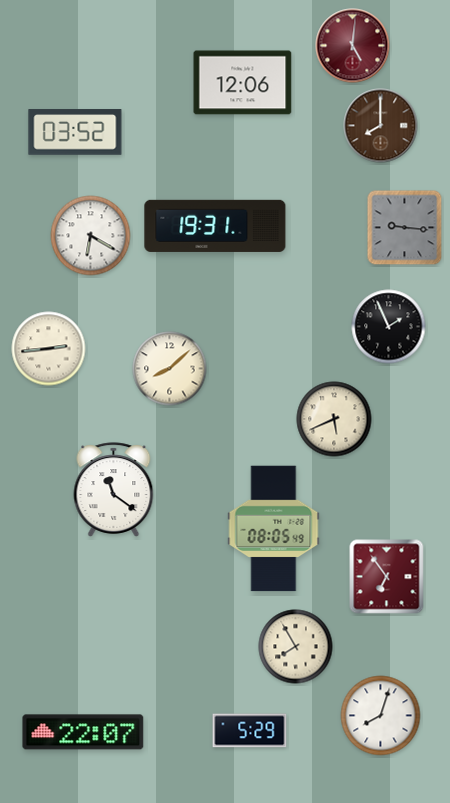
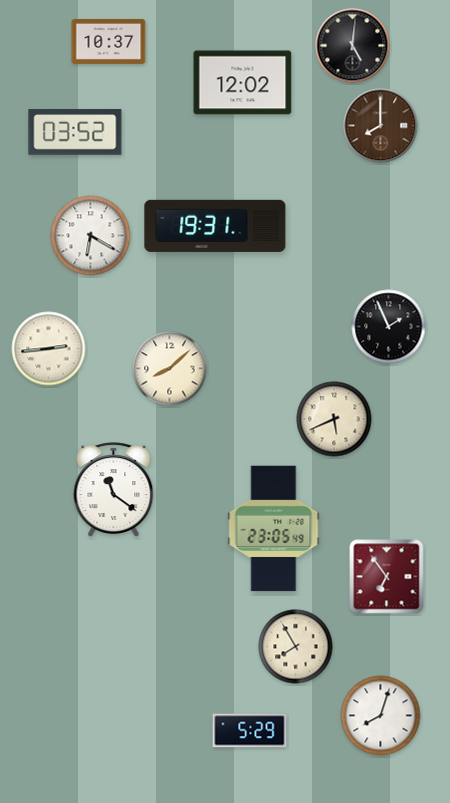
clock at (109, 41): none -> 10:37
clock at (353, 46) dial: burgundy -> black
clock at (243, 83): 12:06 -> 12:02
clock at (405, 228): 9:16 -> none
clock at (274, 529): 08:05 -> 23:05
clock at (83, 732): 22:07 -> none
